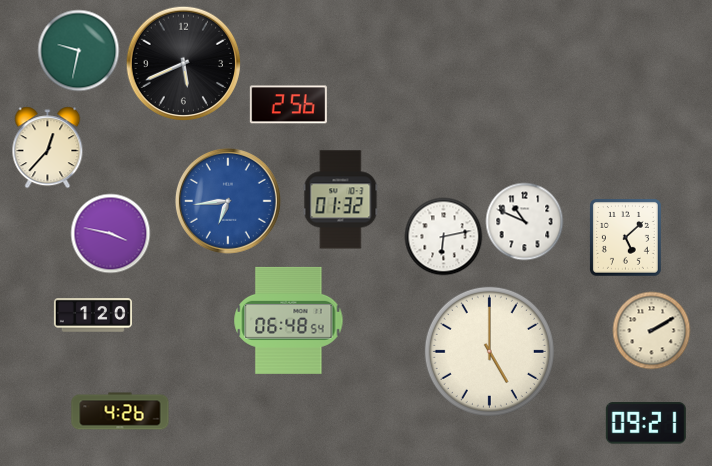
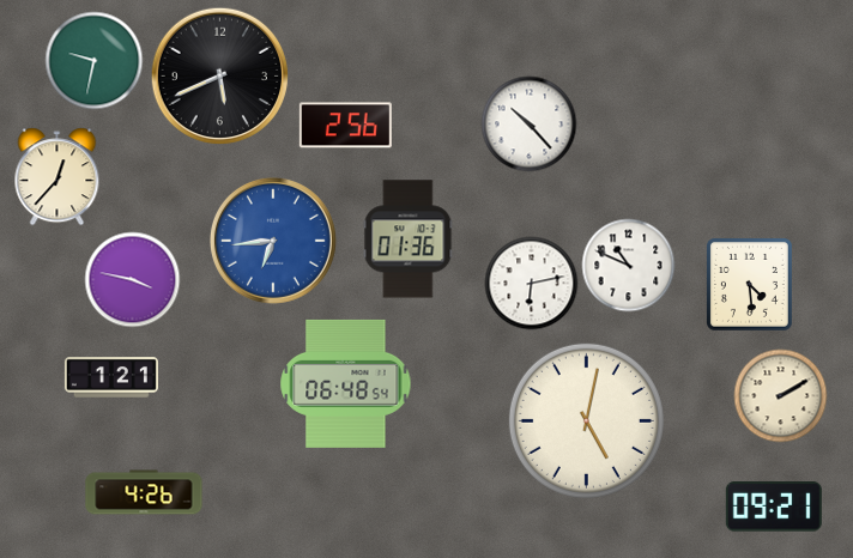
clock at (528, 123): none -> 10:23
clock at (341, 200): 01:32 -> 01:36
clock at (625, 237): 5:08 -> 4:29
clock at (93, 315): 1:20 -> 1:21
clock at (489, 351): 5:00 -> 5:02
